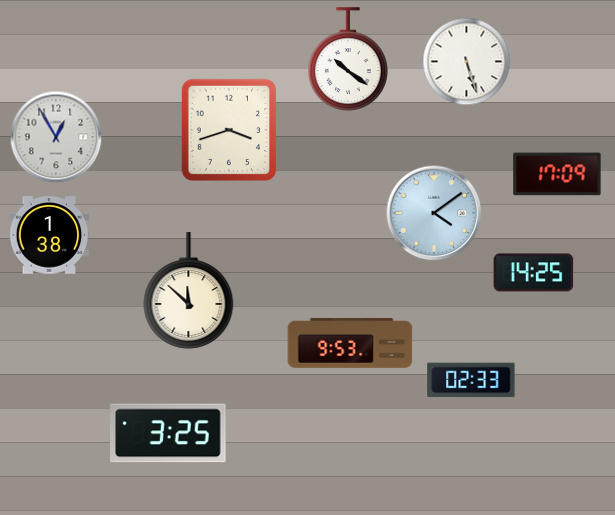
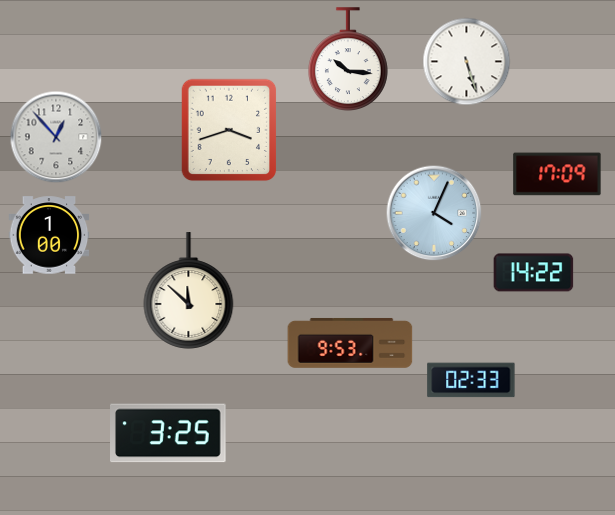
clock at (349, 59): 10:21 -> 10:16
clock at (56, 137): 12:55 -> 12:53
clock at (434, 213): 4:09 -> 4:04
clock at (49, 235): 1:38 -> 1:00
clock at (534, 273): 14:25 -> 14:22
